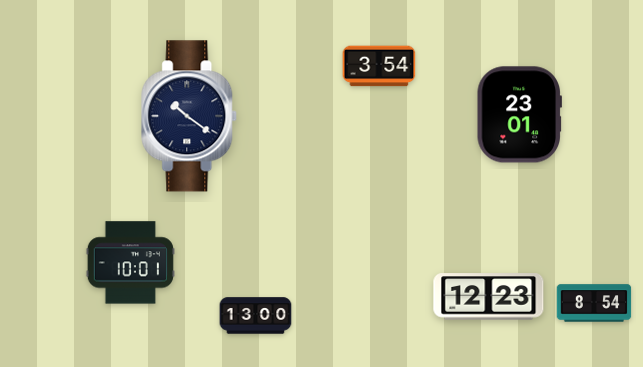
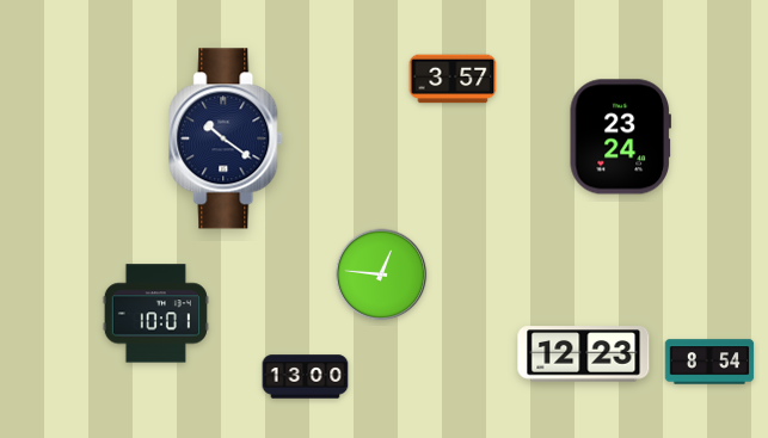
clock at (379, 66): 3:54 -> 3:57
clock at (519, 115): 23:01 -> 23:24
clock at (381, 274): none -> 12:46
